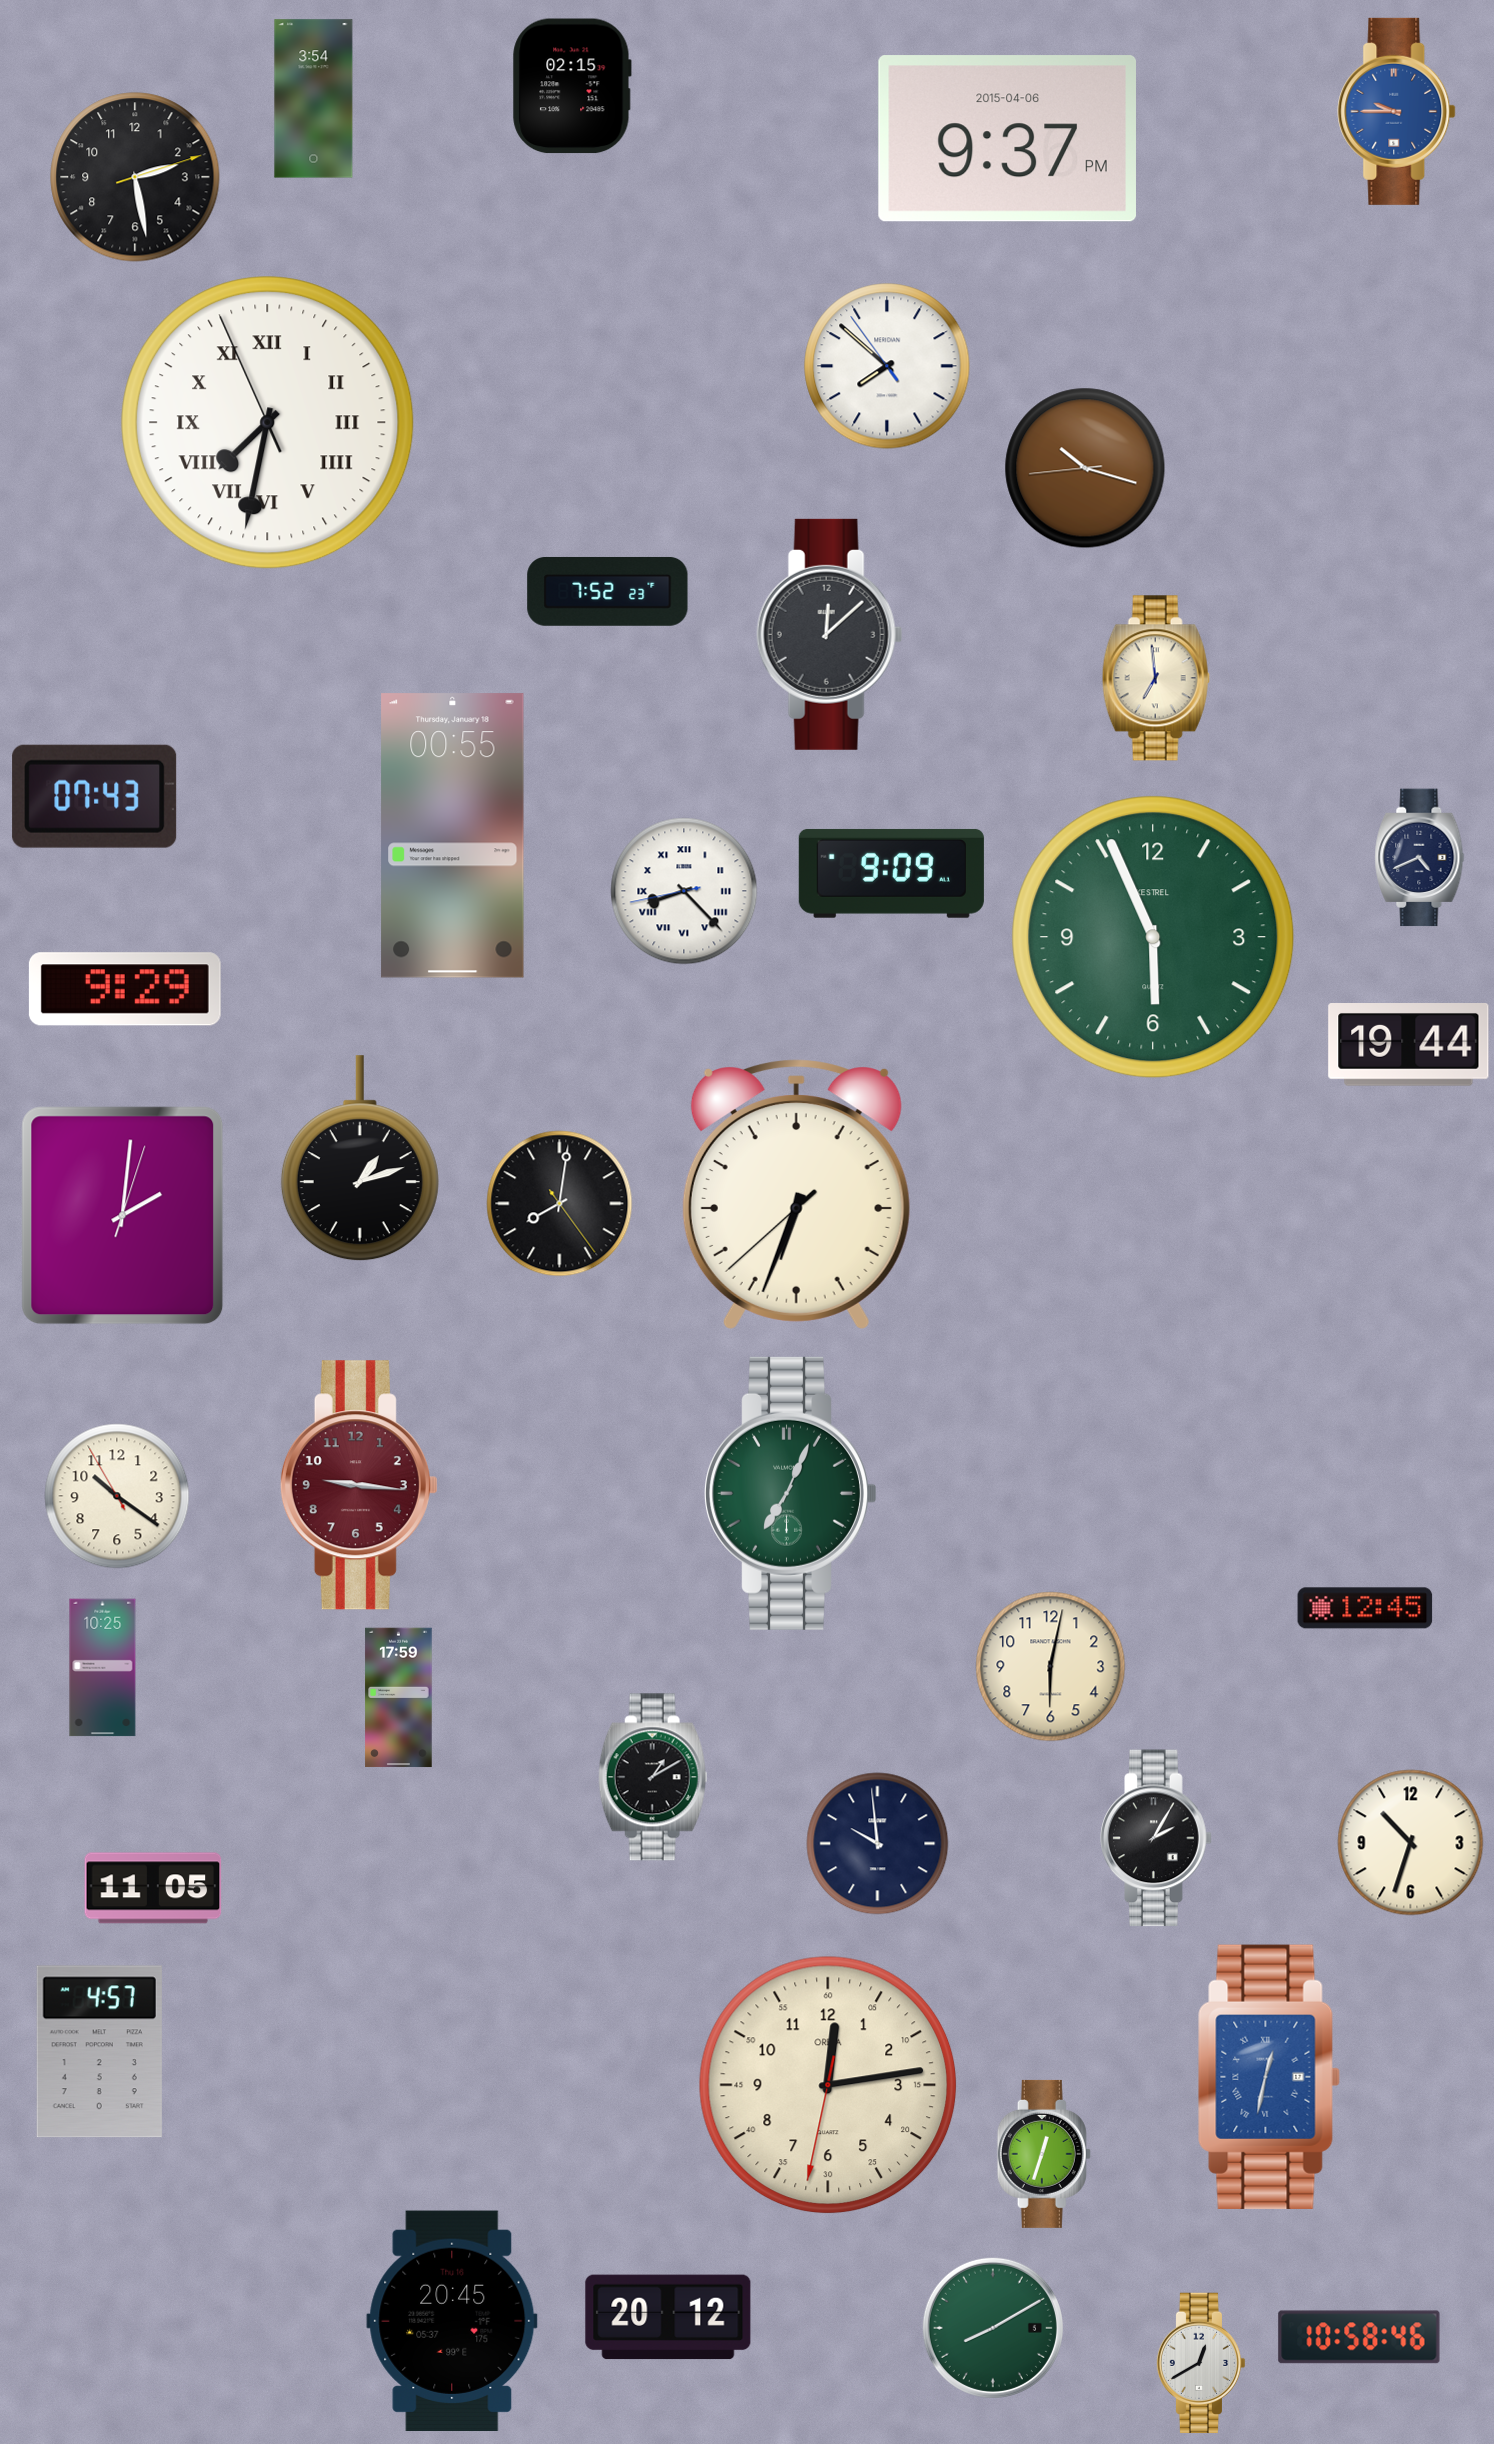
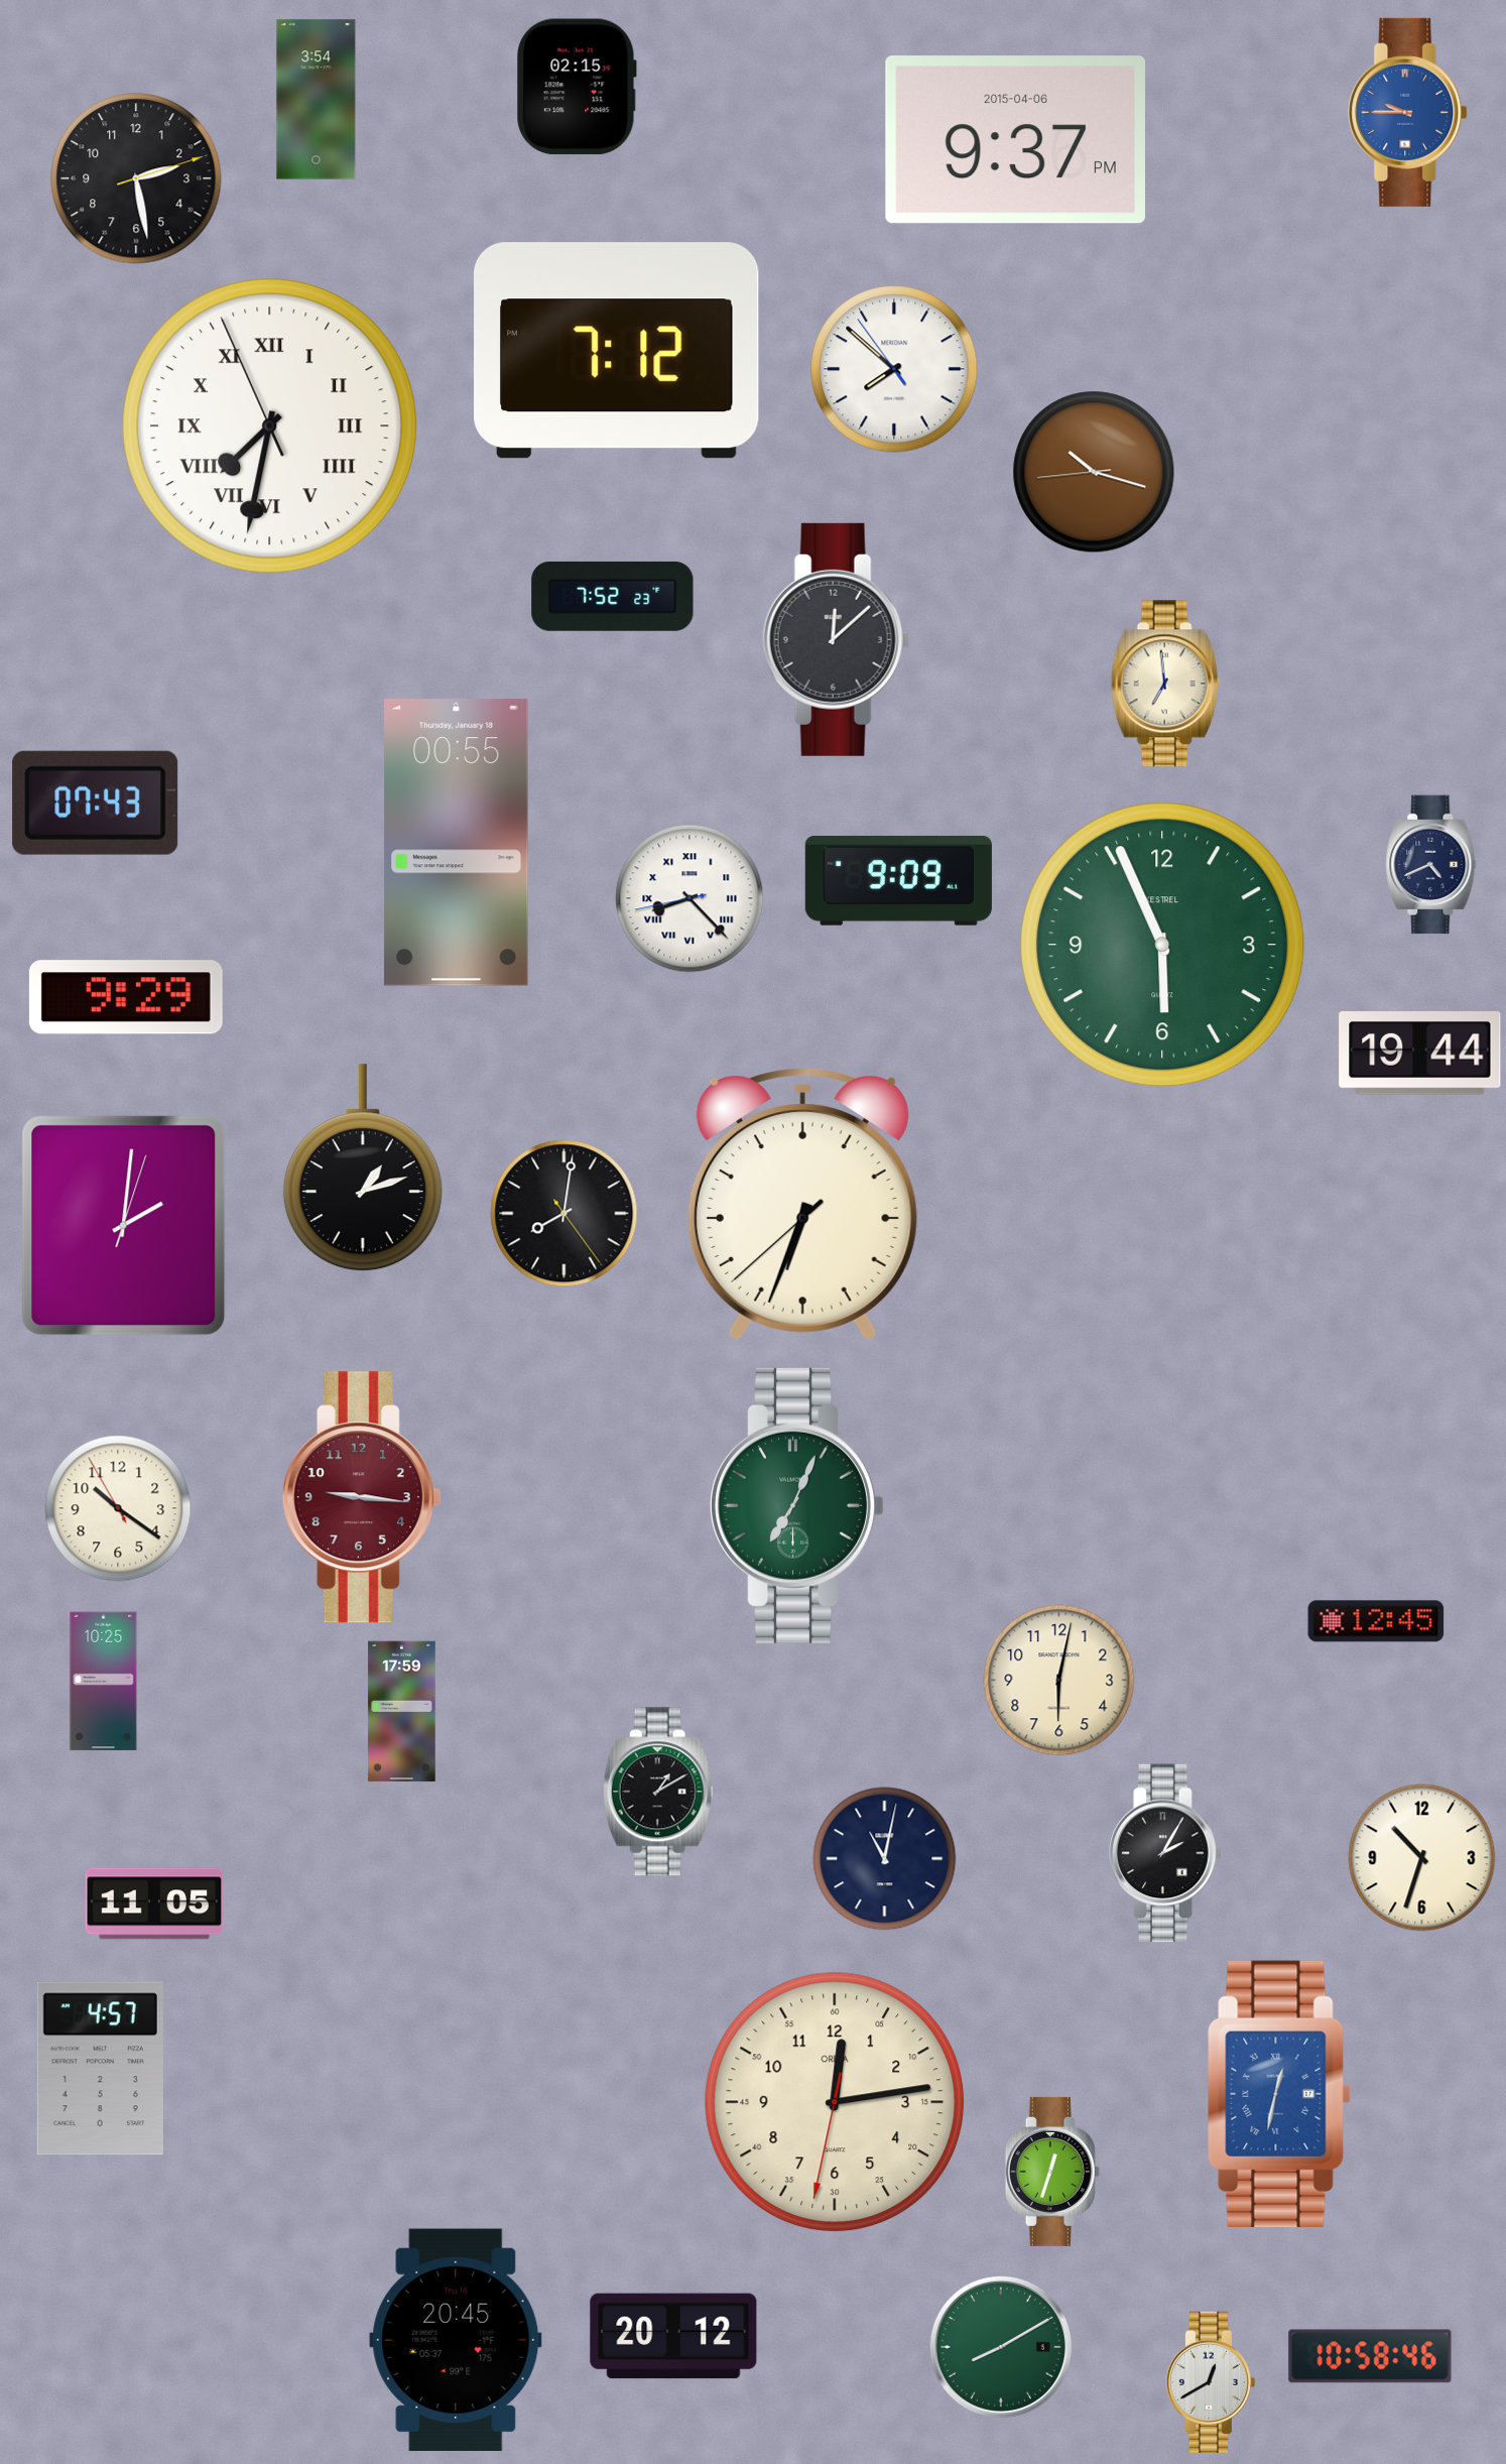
clock at (617, 351): none -> 7:12
clock at (878, 1844): 9:59 -> 11:02
